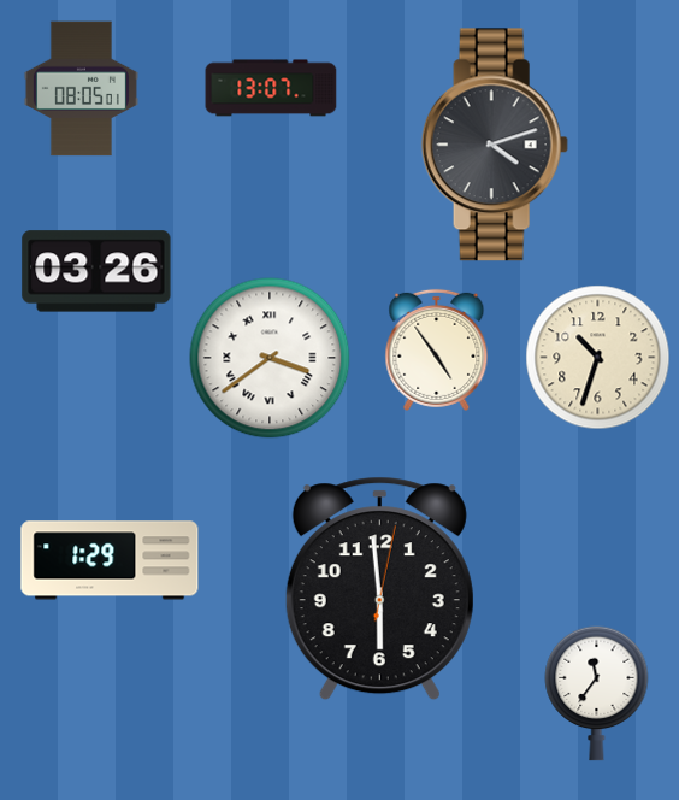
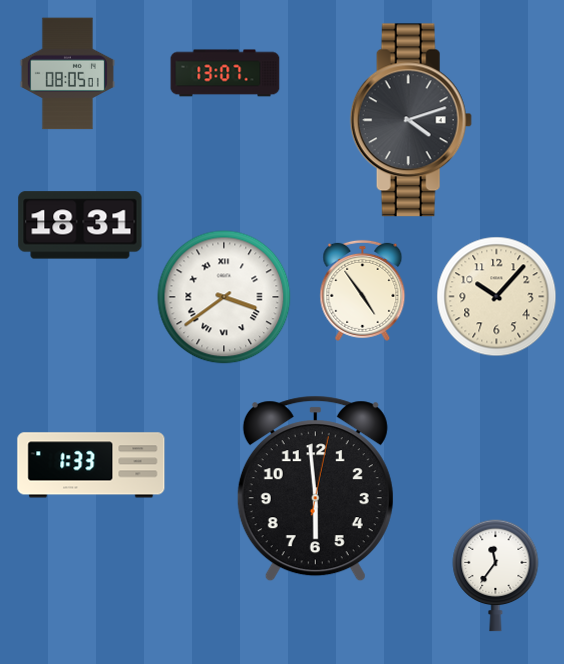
clock at (96, 271): 03:26 -> 18:31
clock at (598, 358): 10:33 -> 10:07
clock at (110, 560): 1:29 -> 1:33
